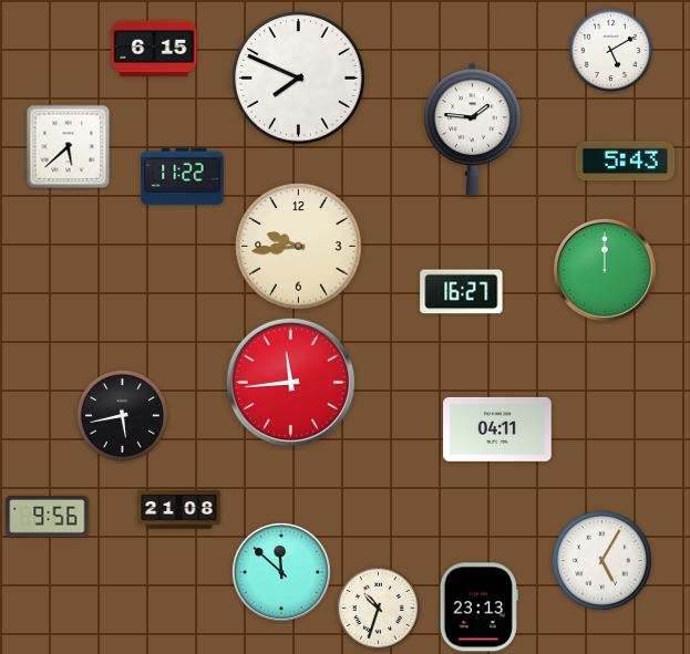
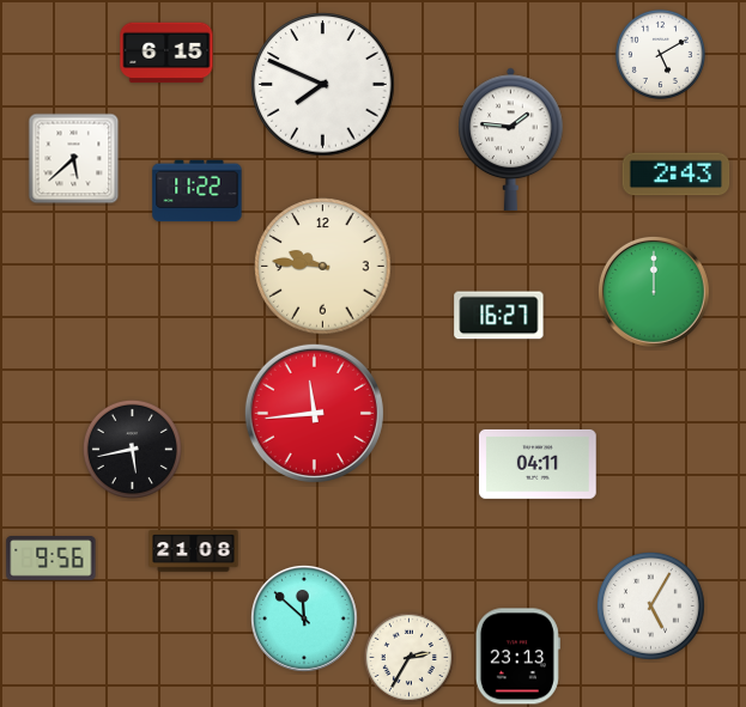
clock at (626, 162): 5:43 -> 2:43
clock at (299, 247): 9:44 -> 9:46
clock at (378, 608): 10:33 -> 2:35
